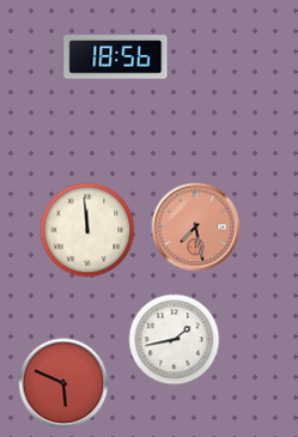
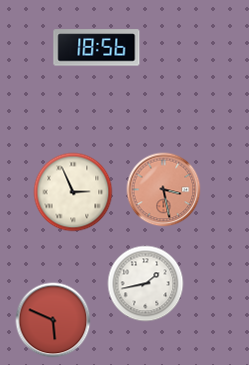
clock at (196, 227): 7:28 -> 3:28
clock at (87, 230): 11:59 -> 2:56
